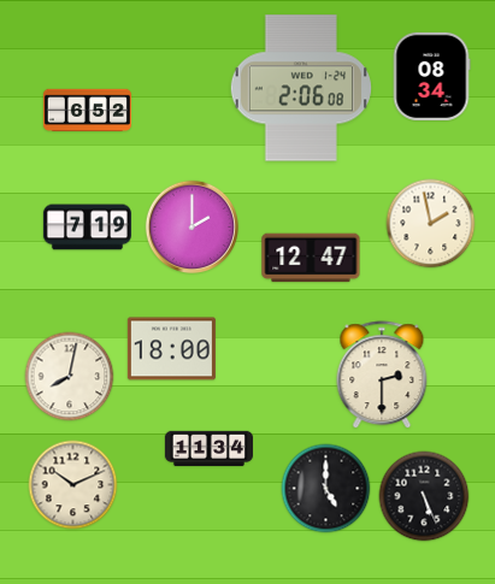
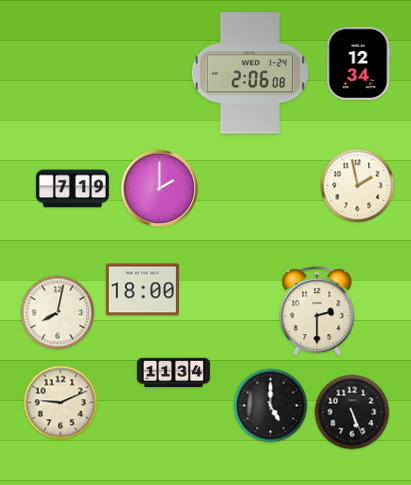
clock at (431, 76): 08:34 -> 12:34
clock at (87, 110): 6:52 -> none
clock at (311, 258): 12:47 -> none
clock at (73, 485): 10:11 -> 9:11
